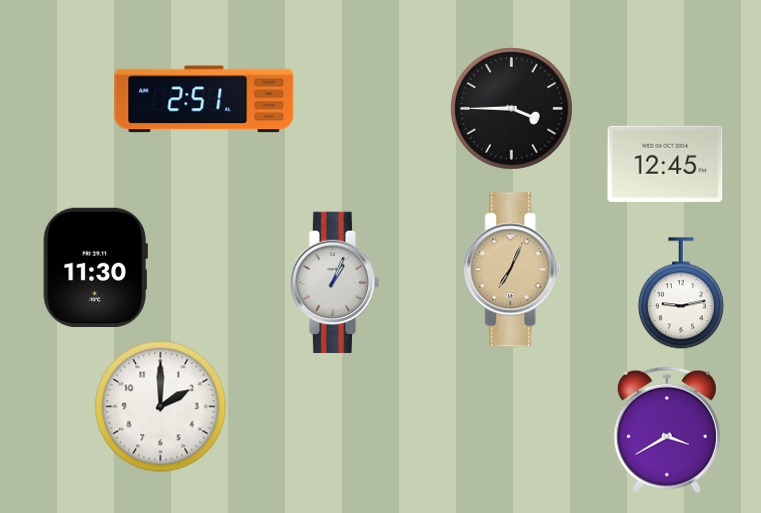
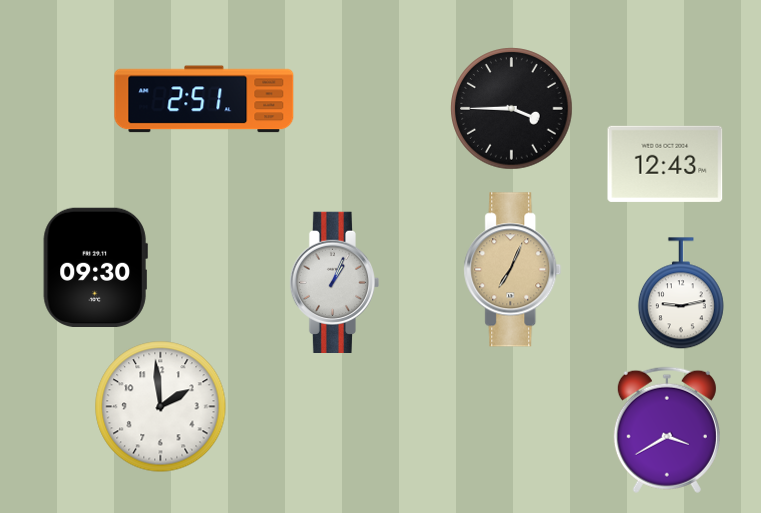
clock at (665, 164): 12:45 -> 12:43
clock at (95, 267): 11:30 -> 09:30
clock at (161, 407): 2:00 -> 1:59
